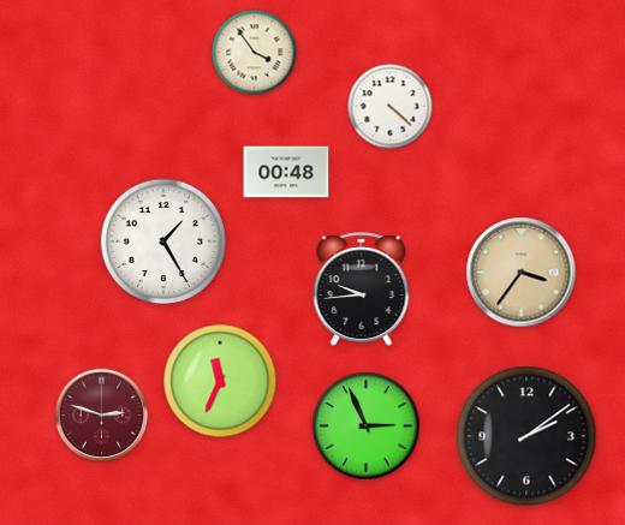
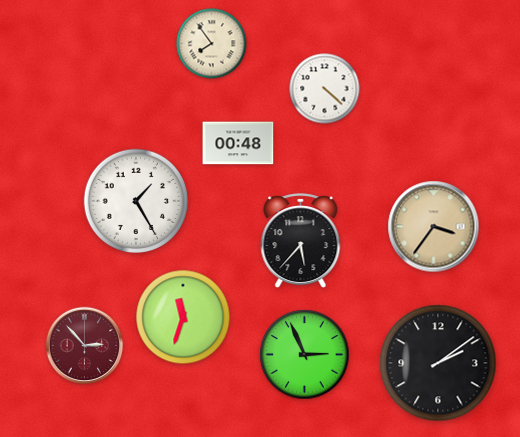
clock at (255, 53): 3:54 -> 7:54
clock at (362, 290): 9:44 -> 5:37
clock at (220, 381): 11:34 -> 11:33
clock at (102, 416): 2:48 -> 2:53
